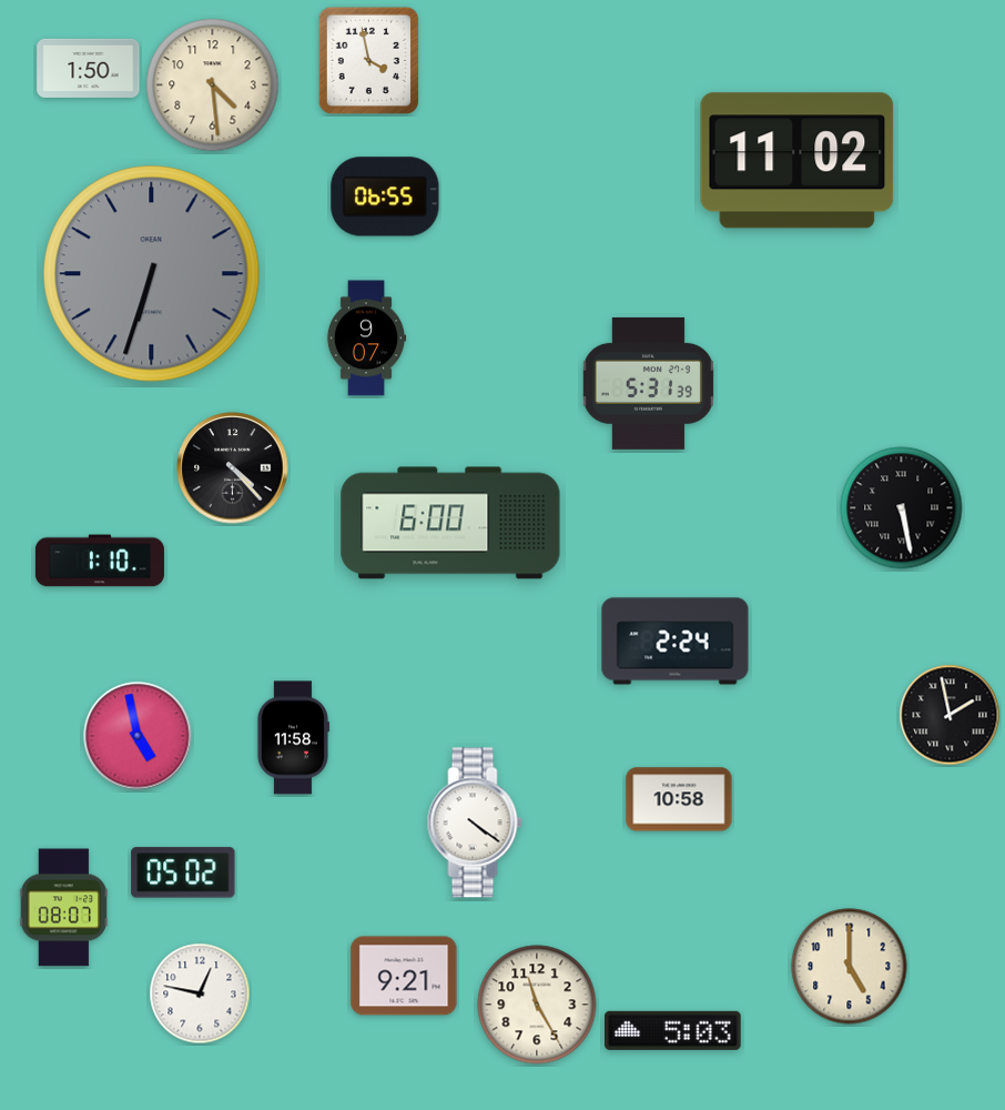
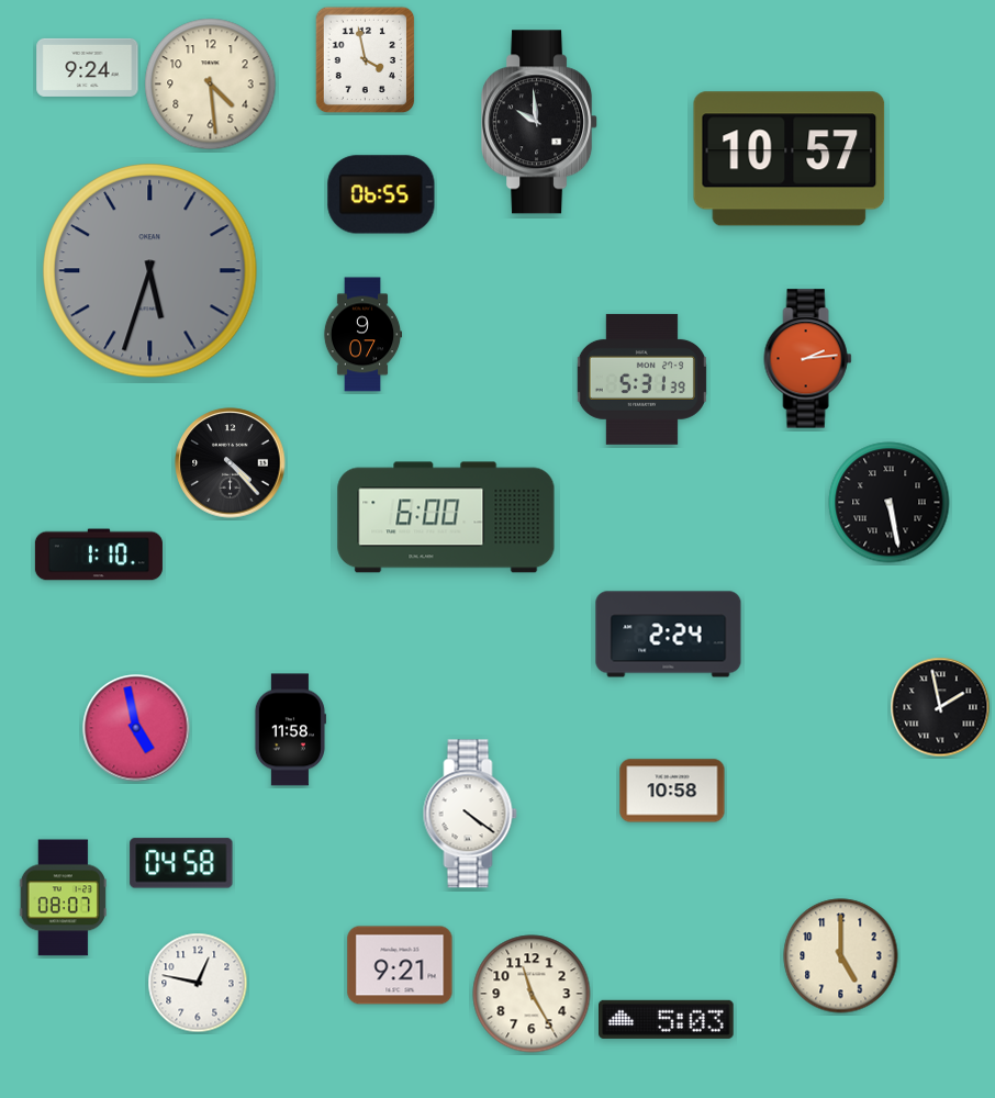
clock at (89, 68): 1:50 -> 9:24
clock at (540, 122): none -> 9:59
clock at (798, 161): 11:02 -> 10:57
clock at (152, 274): 6:33 -> 5:33
clock at (808, 359): none -> 2:14
clock at (902, 508) position: (902, 508) -> (890, 503)
clock at (183, 872): 05:02 -> 04:58
